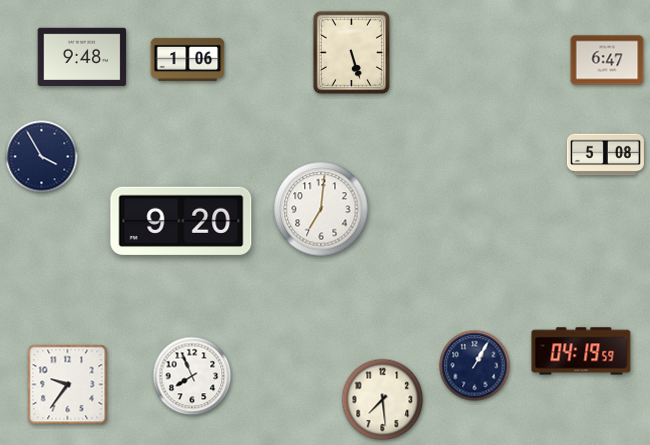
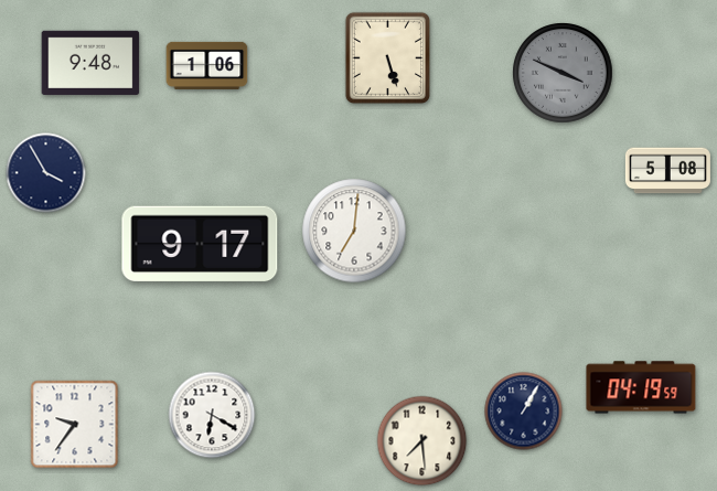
clock at (607, 60): 6:47 -> none
clock at (563, 73): none -> 3:49
clock at (181, 220): 9:20 -> 9:17
clock at (475, 366) position: (475, 366) -> (524, 412)
clock at (192, 376): 7:56 -> 6:20
